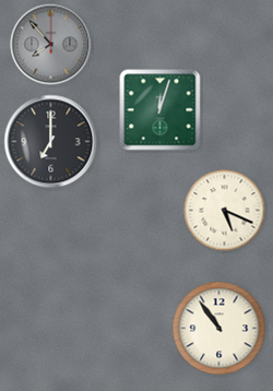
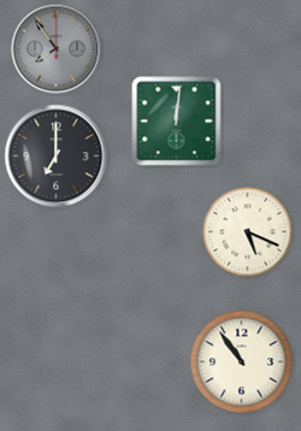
clock at (51, 45): 7:53 -> 7:54
clock at (161, 110): 12:03 -> 12:01
